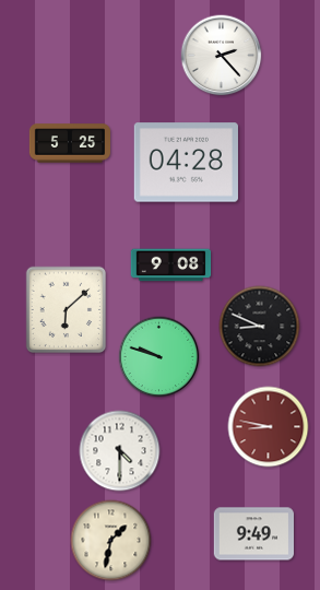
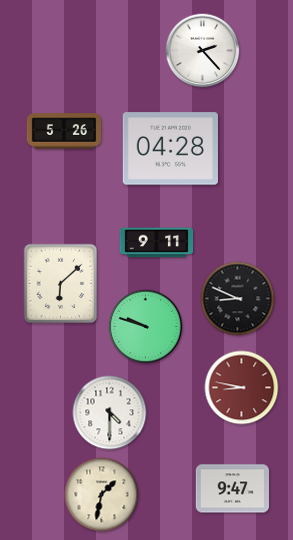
clock at (69, 143): 5:25 -> 5:26
clock at (171, 265): 9:08 -> 9:11
clock at (269, 427) position: (269, 427) -> (242, 388)
clock at (254, 534): 9:49 -> 9:47
